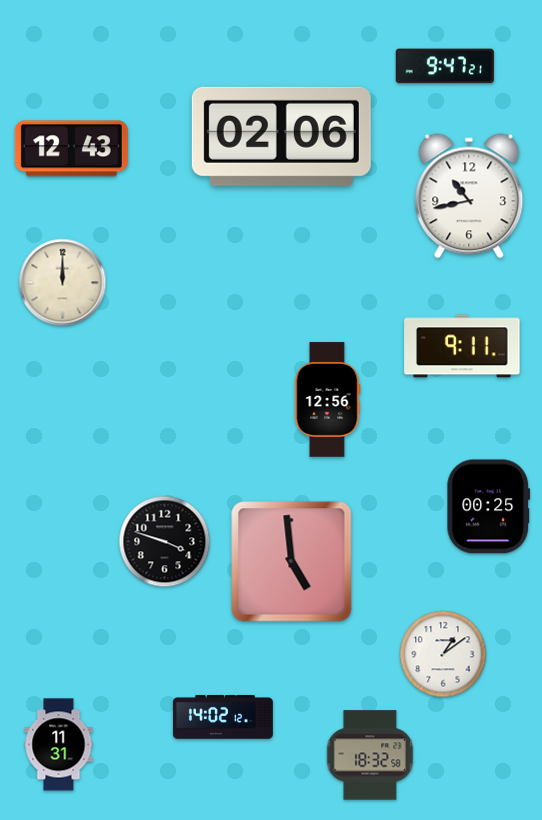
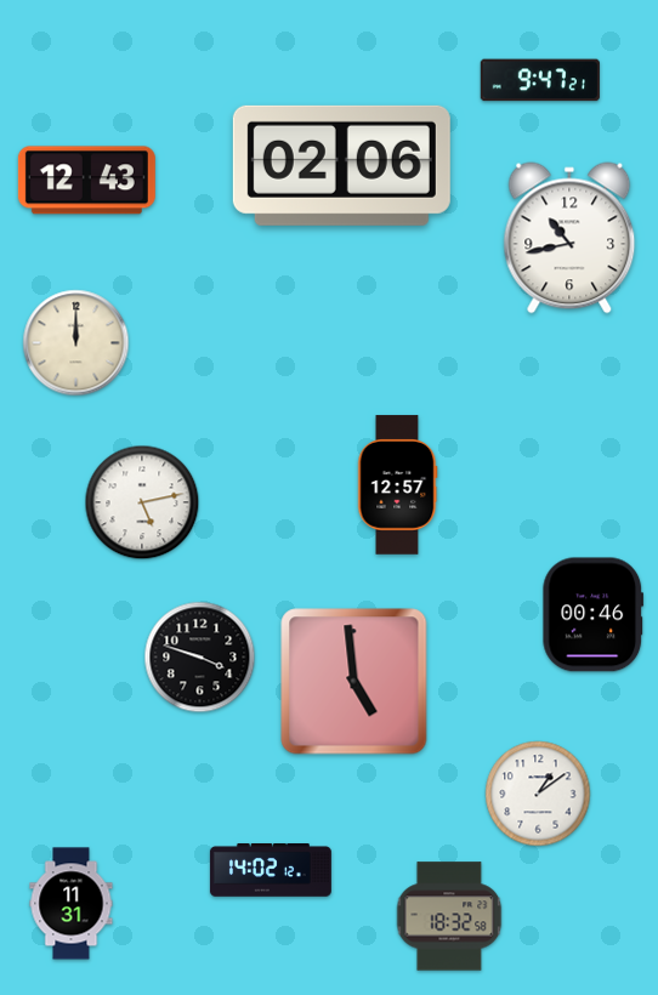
clock at (462, 346): 9:11 -> none
clock at (327, 400): 12:56 -> 12:57
clock at (142, 502): none -> 5:13
clock at (489, 507): 00:25 -> 00:46
